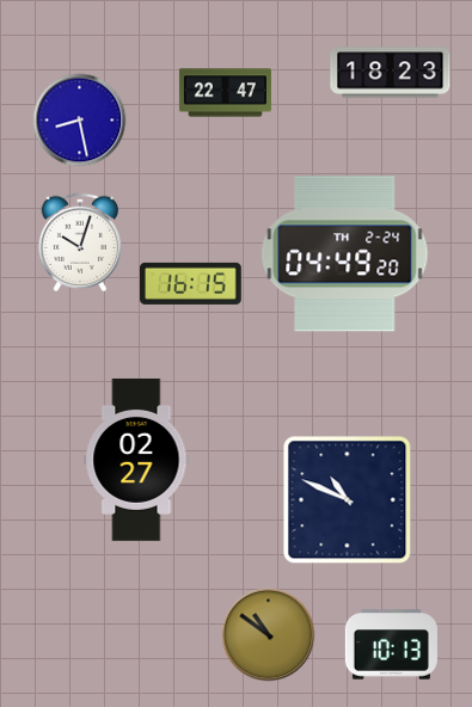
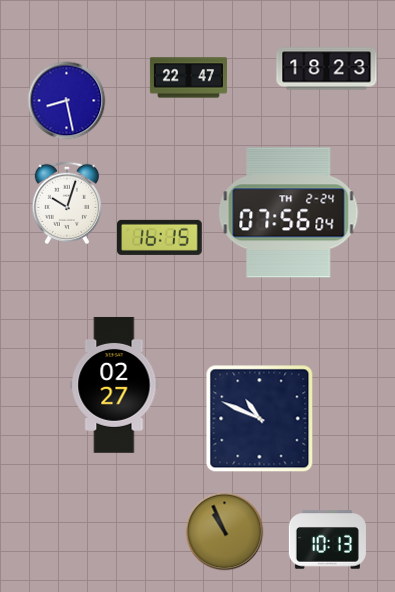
clock at (391, 73) position: (391, 73) -> (327, 69)
clock at (345, 254): 04:49 -> 07:56
clock at (348, 500) position: (348, 500) -> (260, 419)
clock at (268, 634): 10:51 -> 10:56
